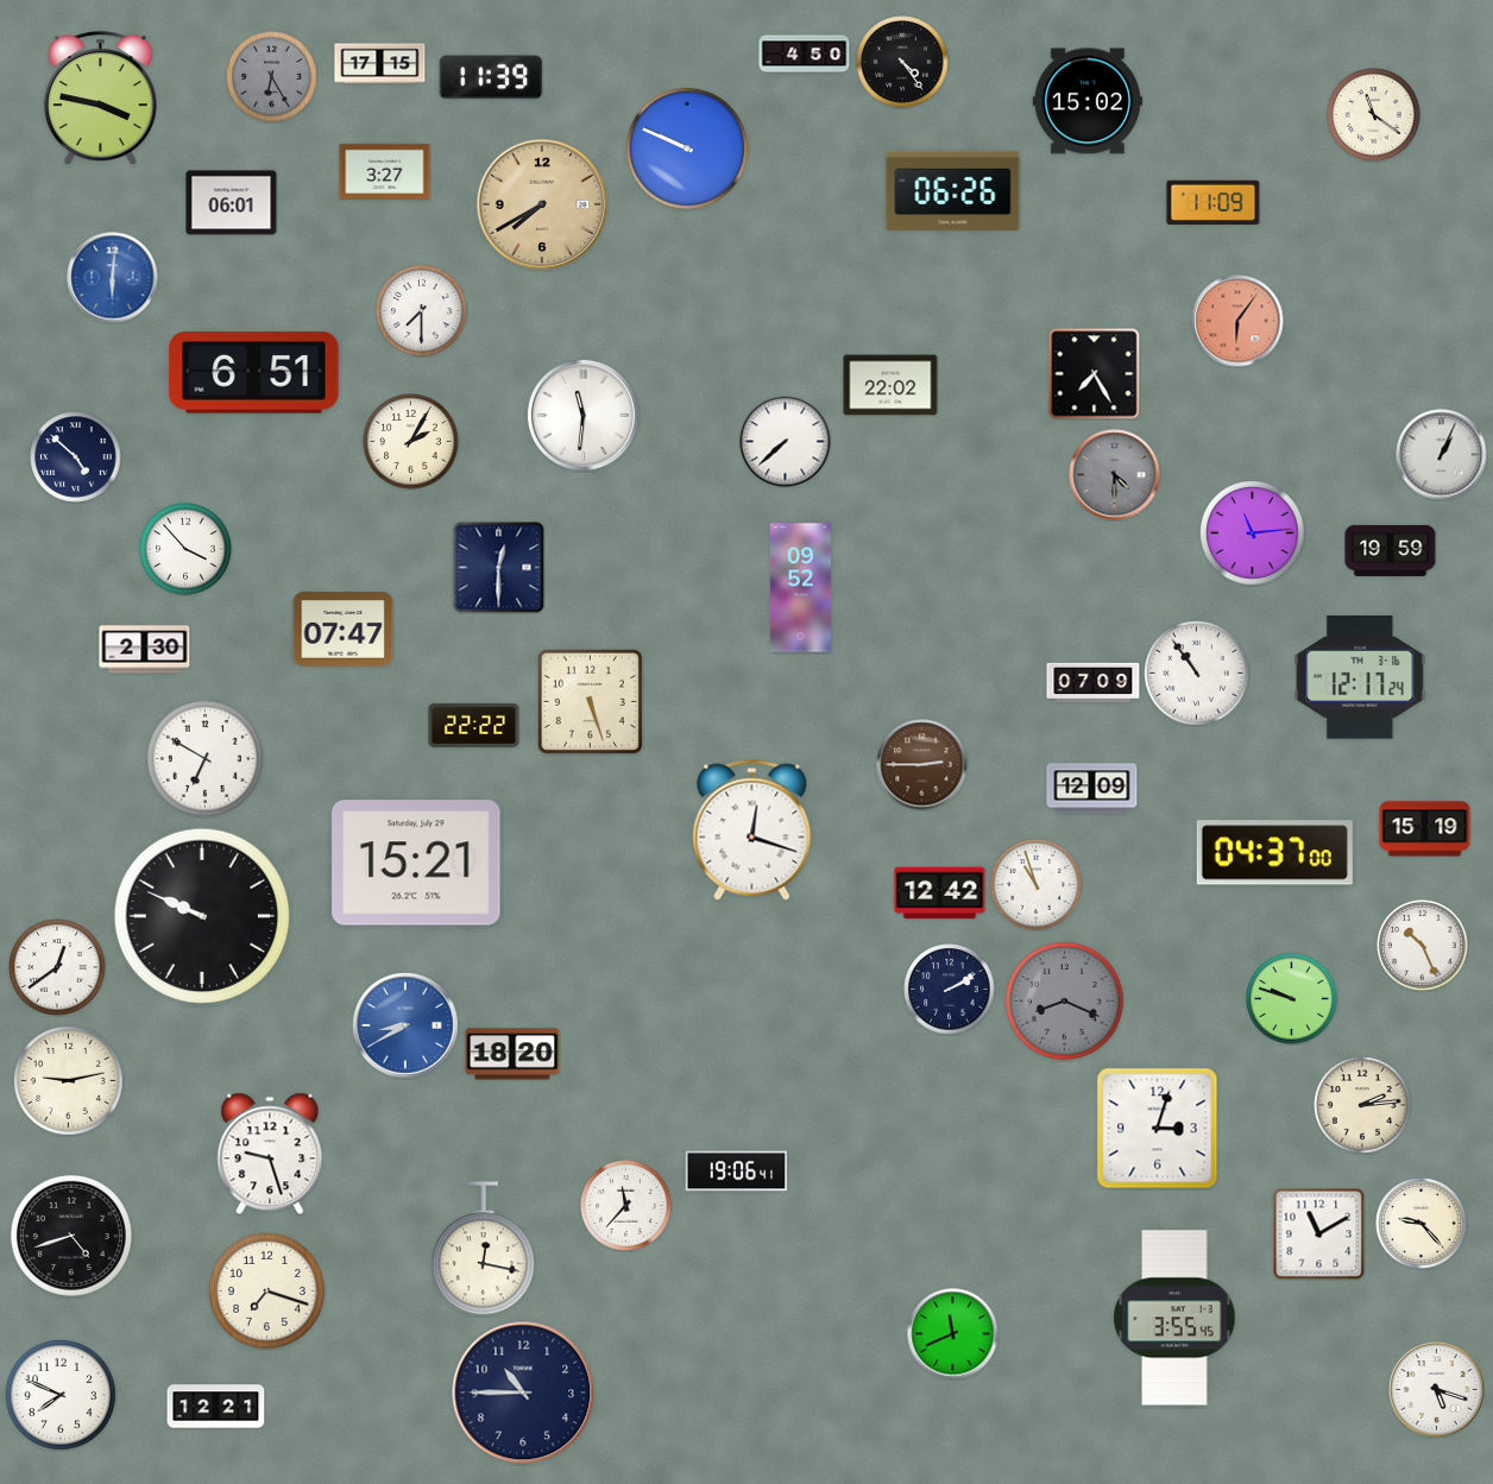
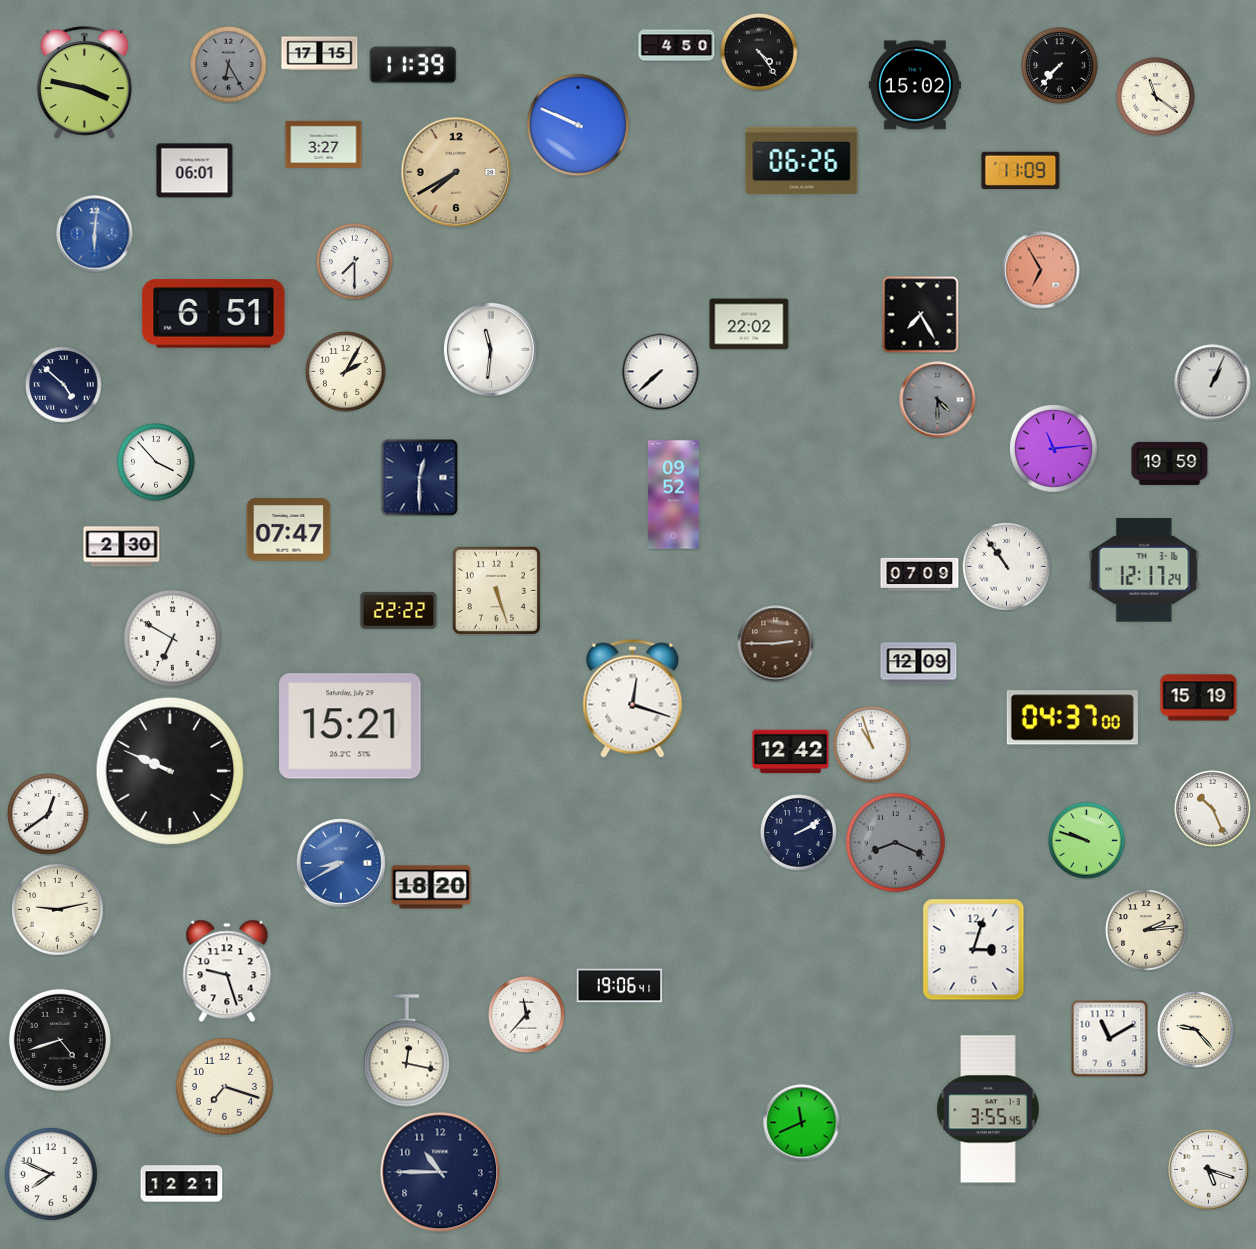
clock at (1060, 66): none -> 7:37
clock at (1237, 321): 6:06 -> 6:55
clock at (1423, 946) position: (1423, 946) -> (1213, 809)
